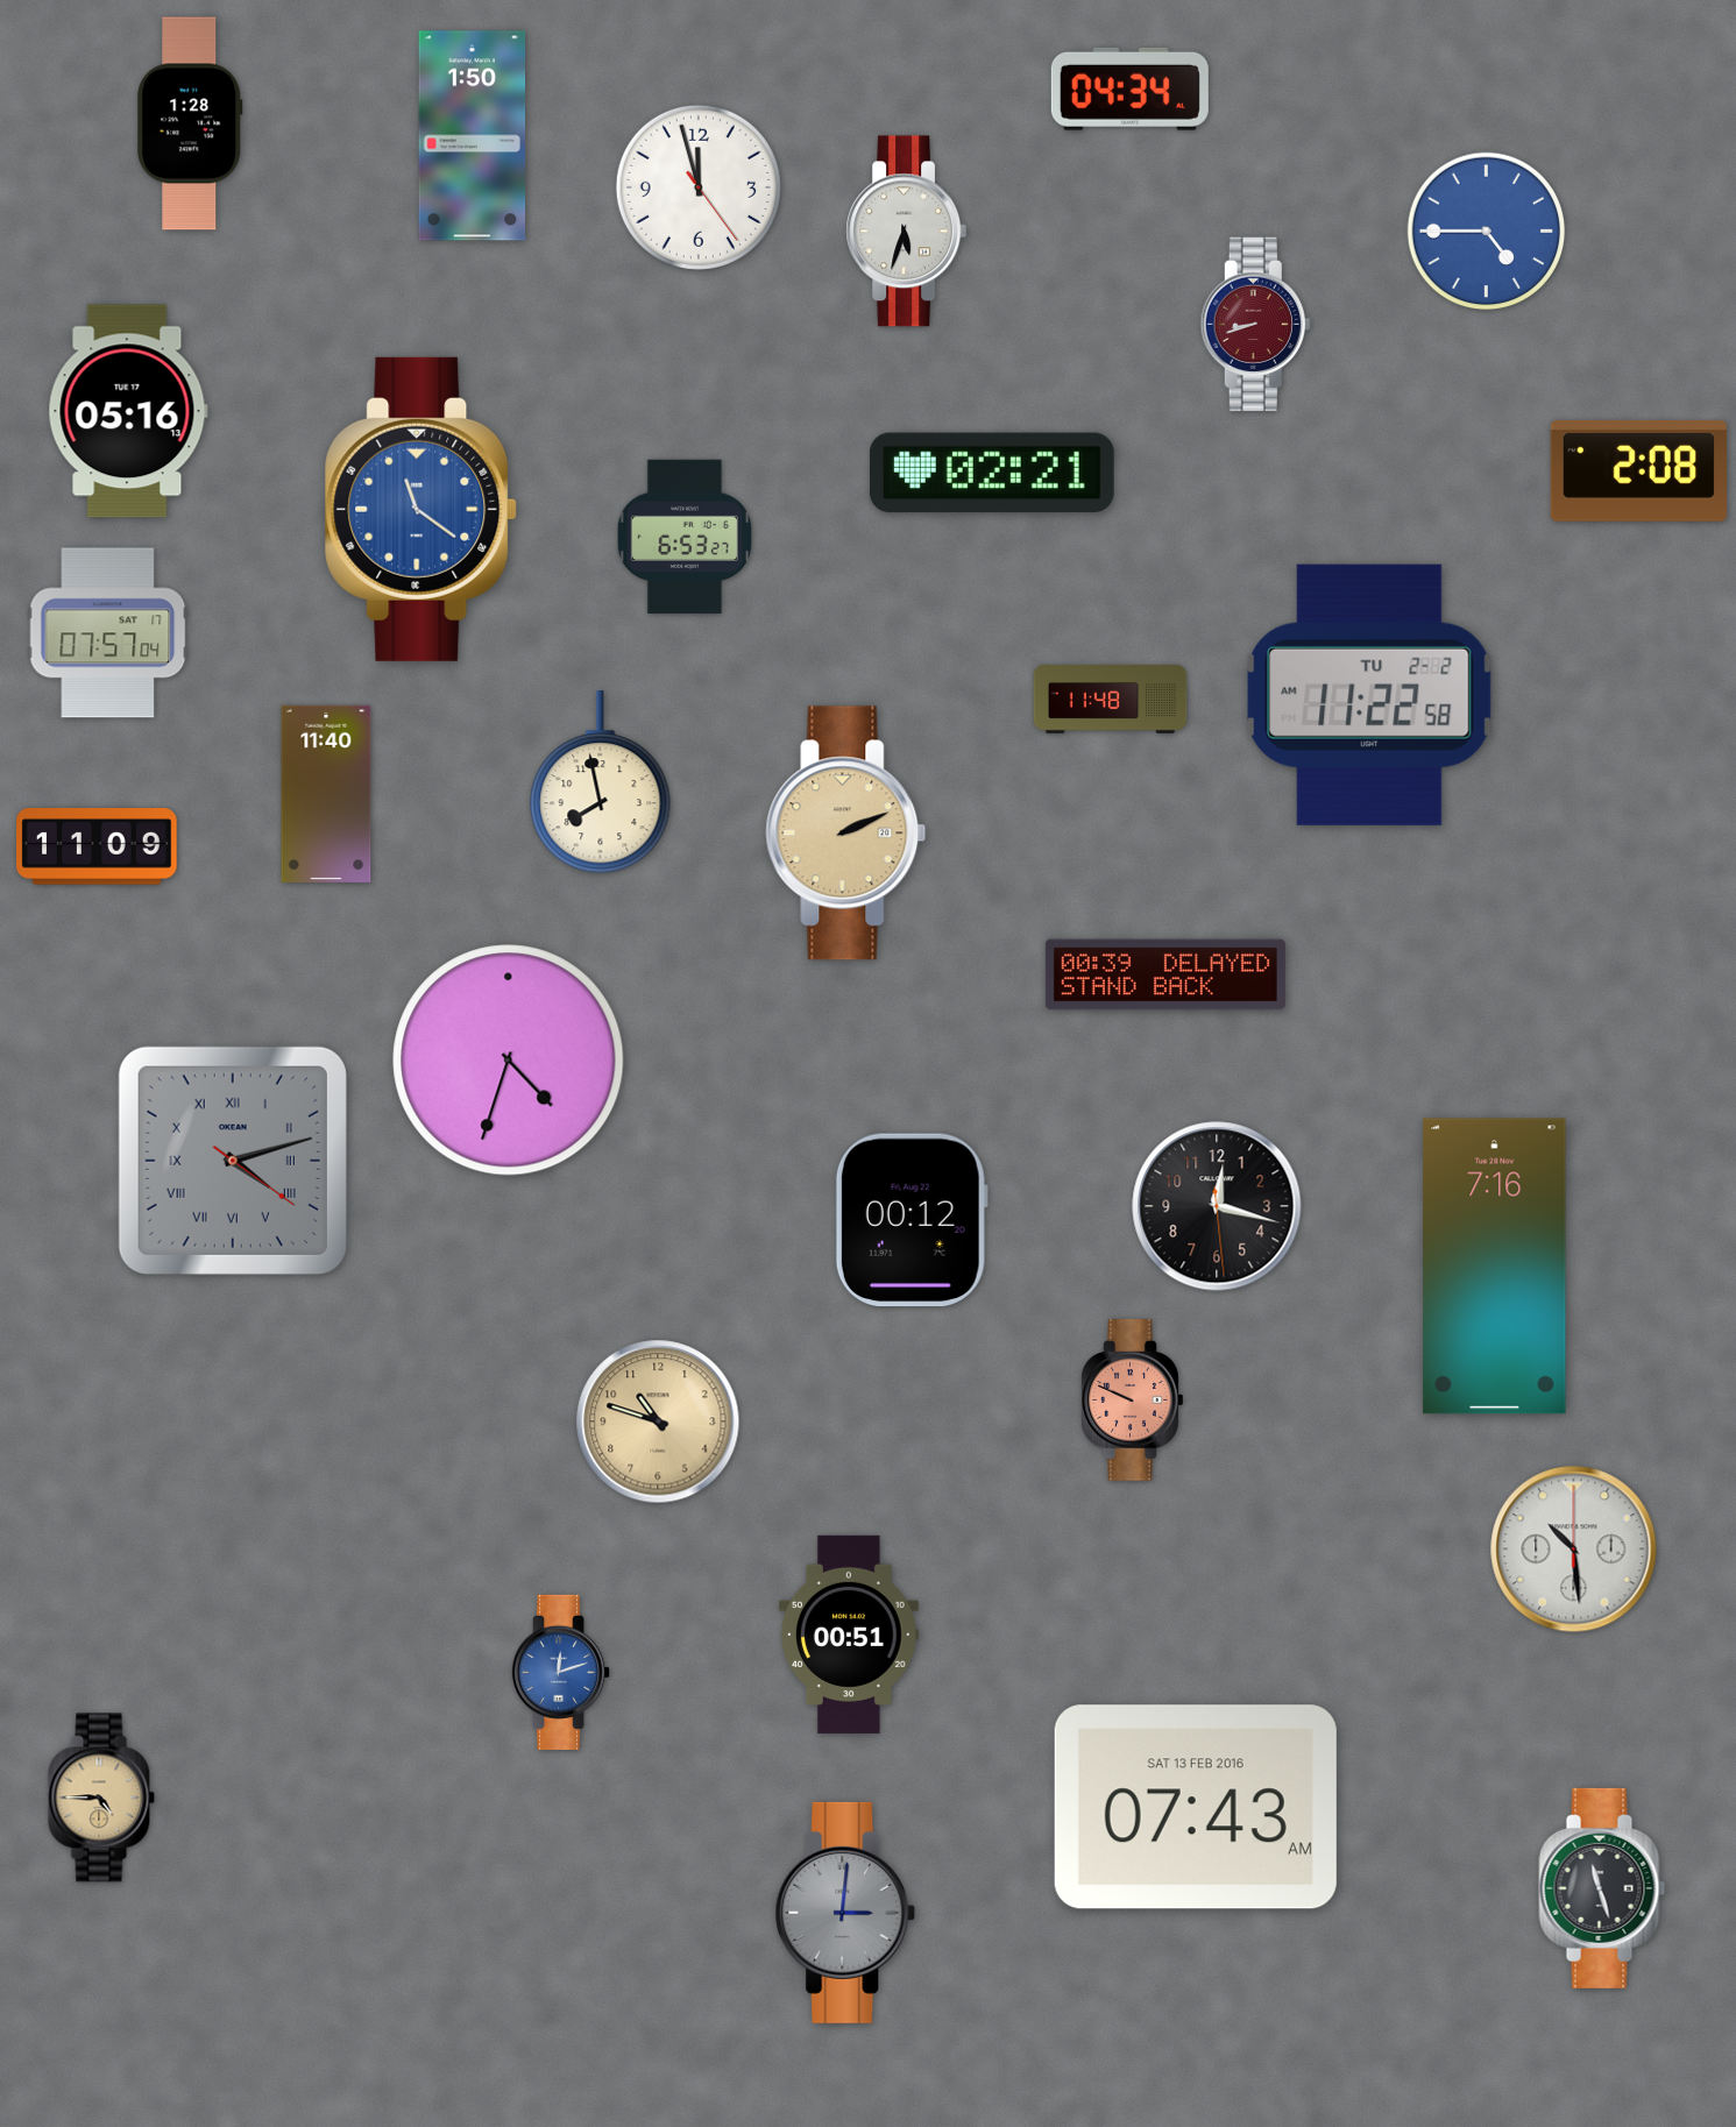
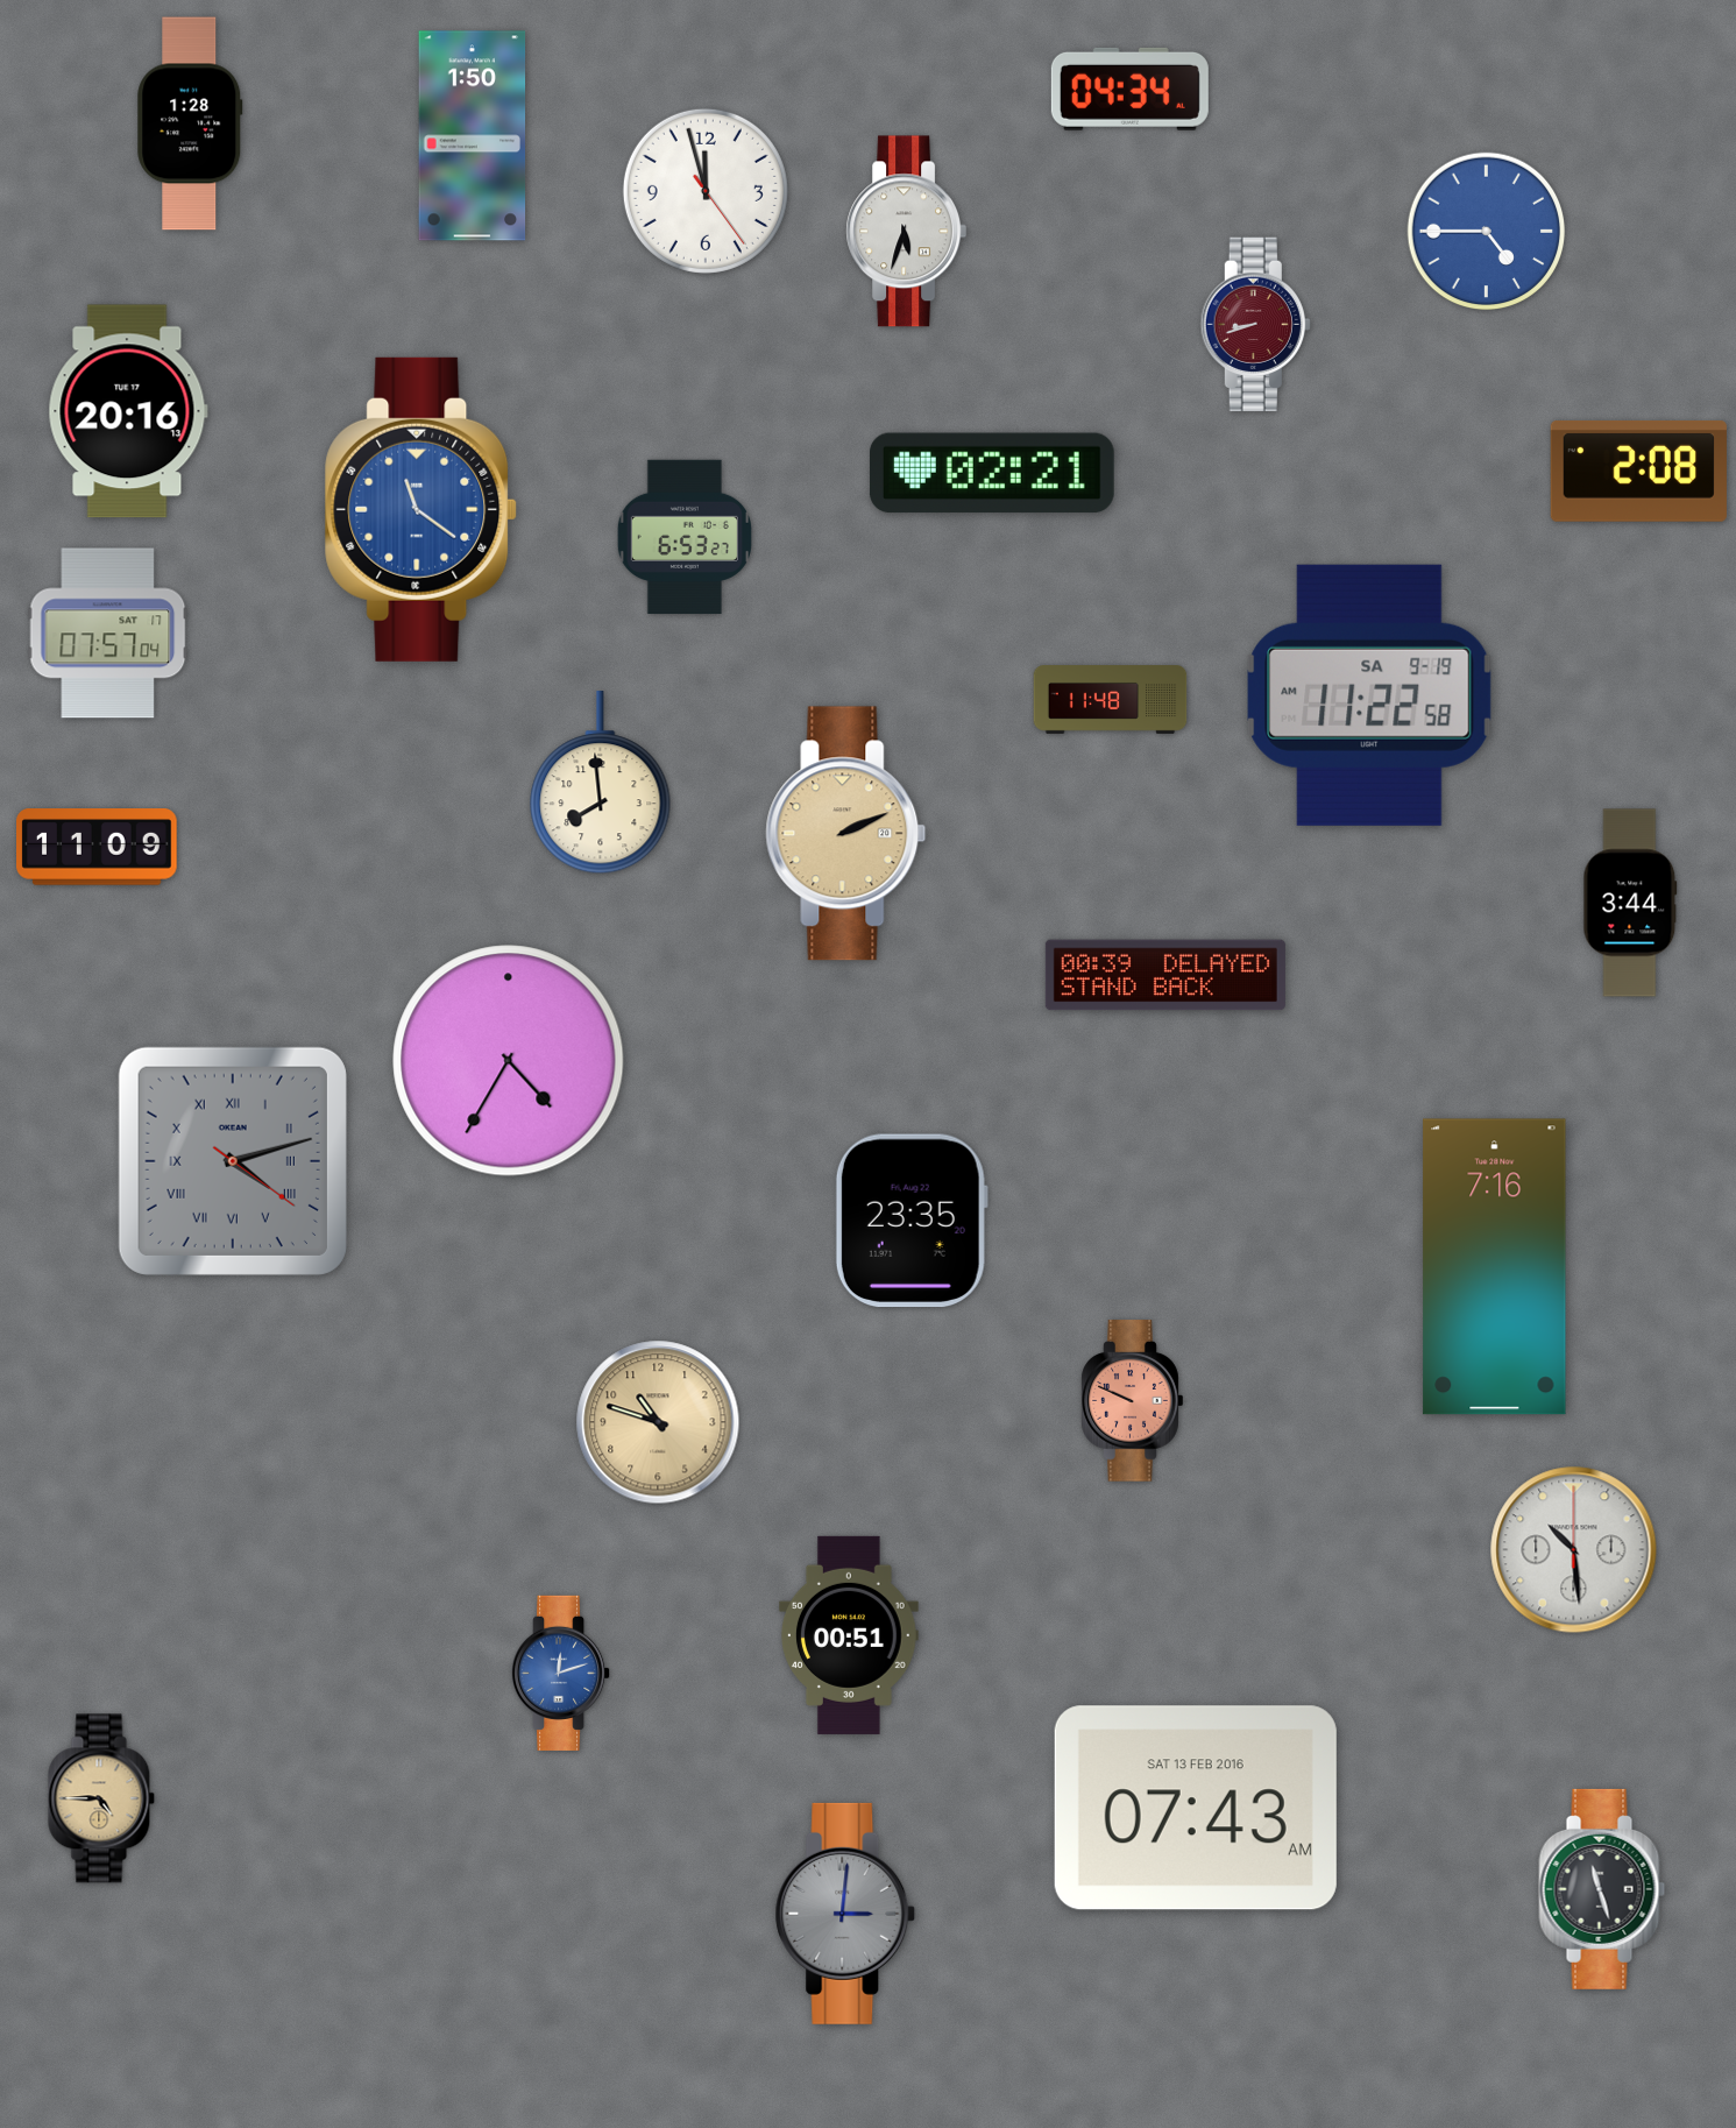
clock at (699, 187) position: (699, 187) -> (706, 191)
clock at (128, 411): 05:16 -> 20:16
clock at (1369, 695) date: TU 2-2 -> SA 9-19
clock at (601, 782): 7:58 -> 7:59
clock at (326, 794): 11:40 -> none
clock at (1630, 903): none -> 3:44
clock at (509, 1061): 4:33 -> 4:35
clock at (1217, 1206): 12:17 -> none
clock at (912, 1220): 00:12 -> 23:35
